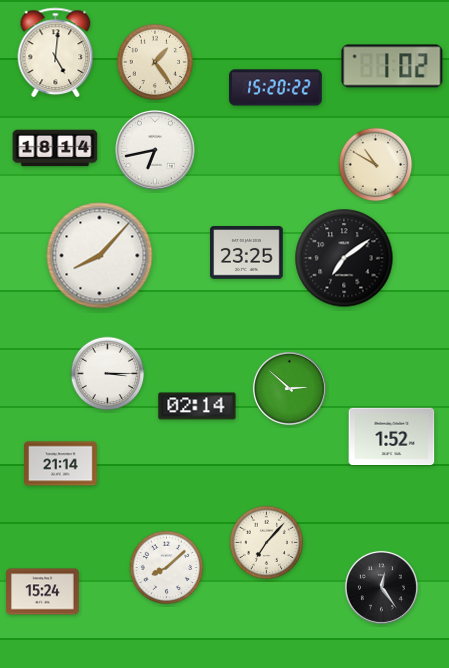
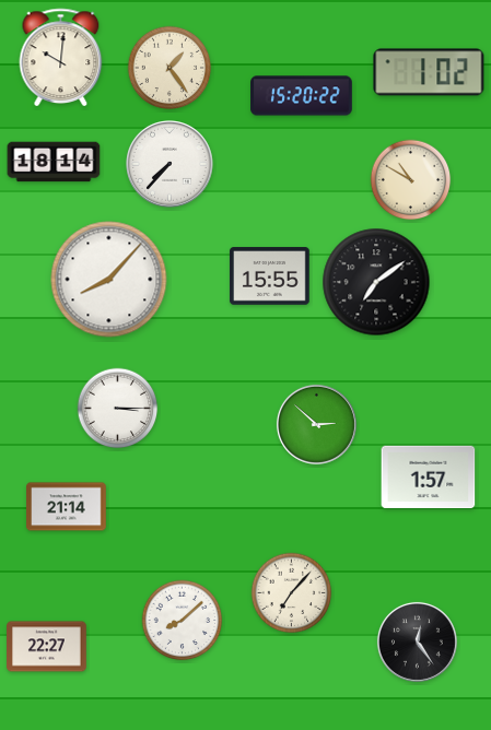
clock at (56, 52): 5:01 -> 10:01
clock at (55, 148) position: (55, 148) -> (54, 162)
clock at (156, 151): 6:43 -> 7:37
clock at (247, 253): 23:25 -> 15:55
clock at (197, 406): 02:14 -> none
clock at (392, 437): 1:52 -> 1:57
clock at (43, 592): 15:24 -> 22:27
